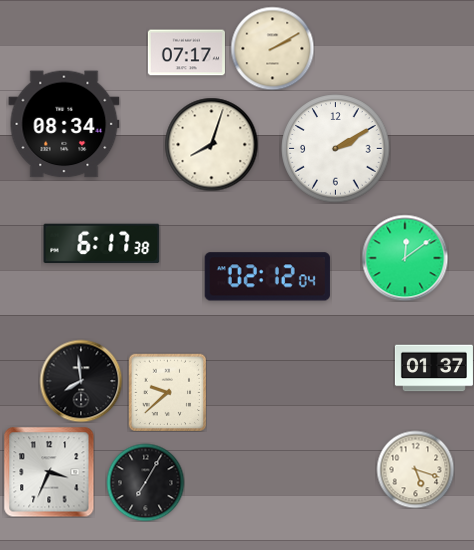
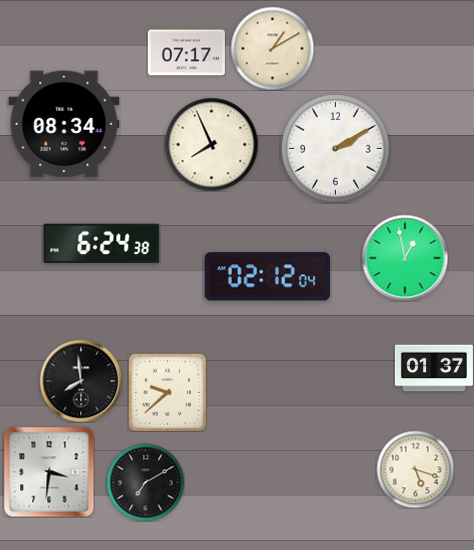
clock at (272, 48): 2:10 -> 1:10
clock at (211, 144): 8:03 -> 7:56
clock at (102, 244): 6:17 -> 6:24
clock at (405, 258): 12:09 -> 12:58
clock at (49, 472): 3:34 -> 3:31
clock at (145, 482): 7:05 -> 7:10
